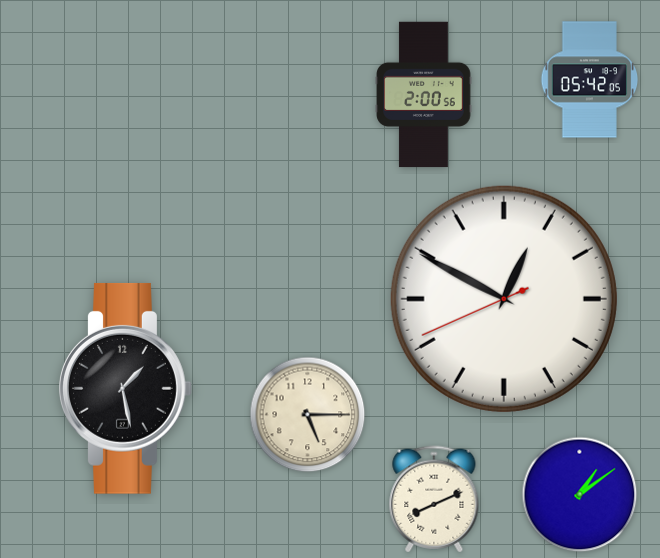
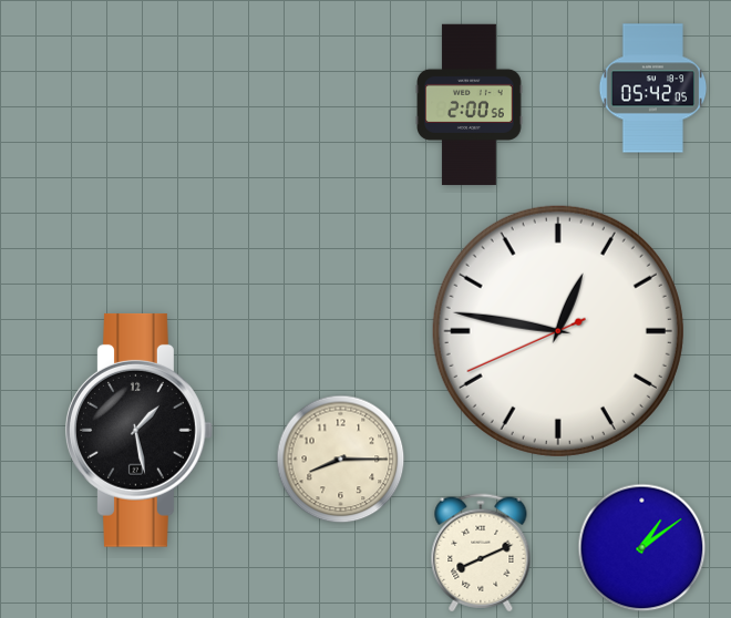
clock at (504, 299): 12:49 -> 12:46
clock at (308, 415): 5:15 -> 8:15
